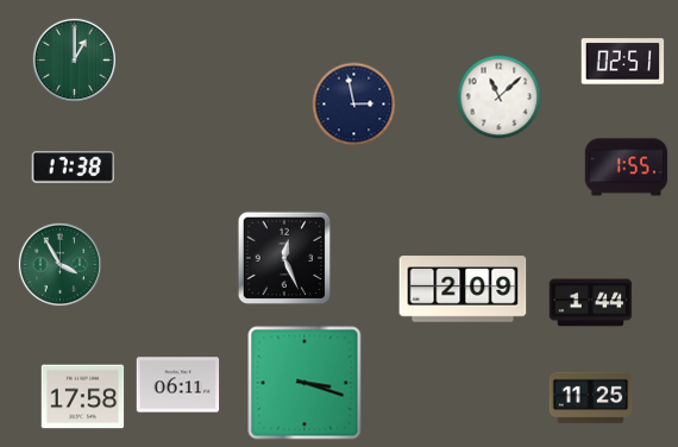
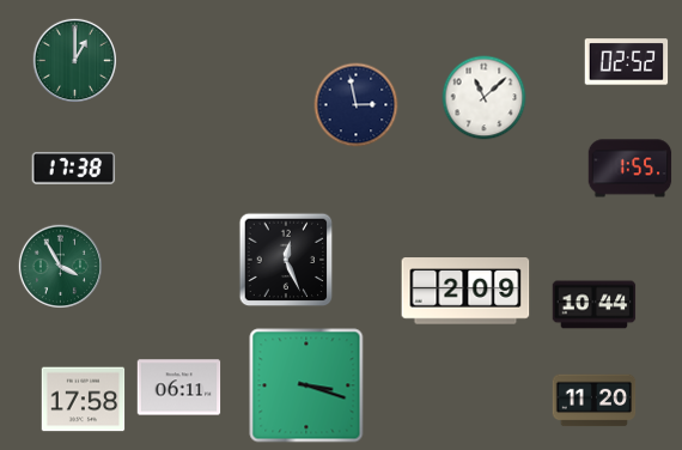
clock at (623, 62): 02:51 -> 02:52
clock at (500, 97) position: (500, 97) -> (485, 98)
clock at (591, 303): 1:44 -> 10:44
clock at (591, 398): 11:25 -> 11:20
